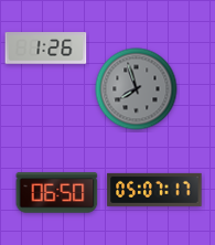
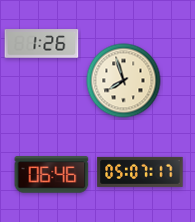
clock at (137, 89) dial: grey -> cream
clock at (57, 193): 06:50 -> 06:46
